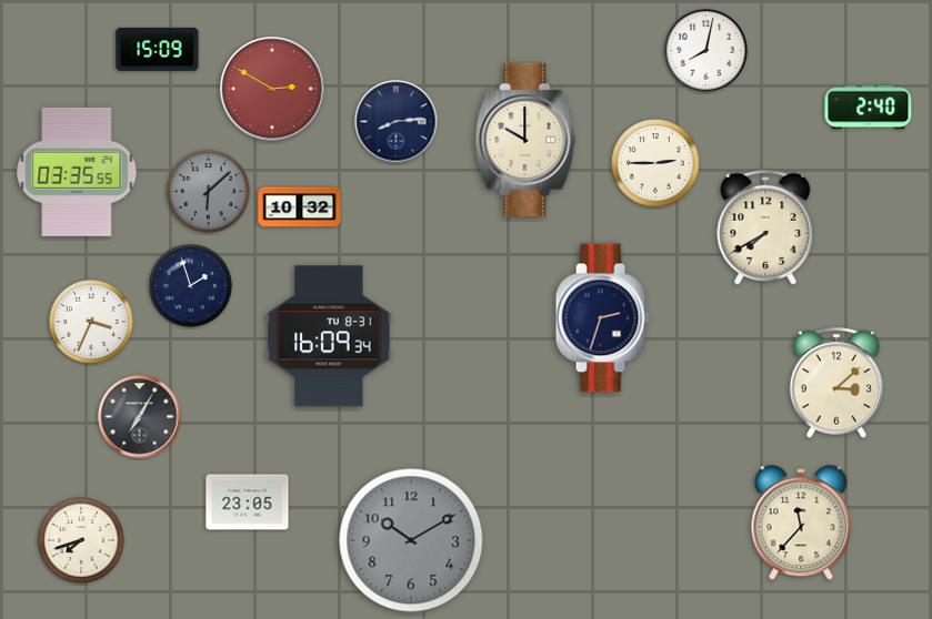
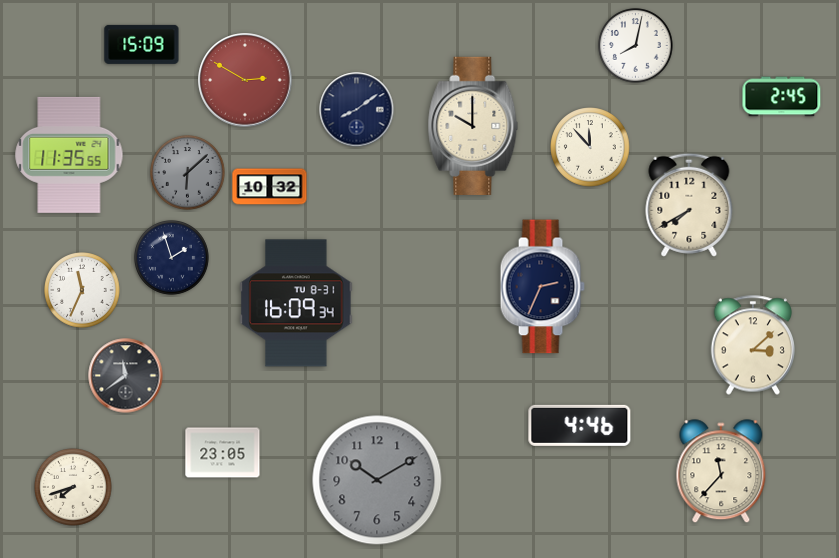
clock at (869, 108): 2:40 -> 2:45
clock at (397, 122): 8:14 -> 8:09
clock at (655, 163): 2:45 -> 11:53
clock at (77, 172): 03:35 -> 11:35
clock at (602, 318): 2:33 -> 2:34
clock at (92, 323): 3:34 -> 11:34
clock at (140, 417): 7:05 -> 11:39
clock at (580, 425): none -> 4:46
clock at (411, 540) position: (411, 540) -> (377, 480)
